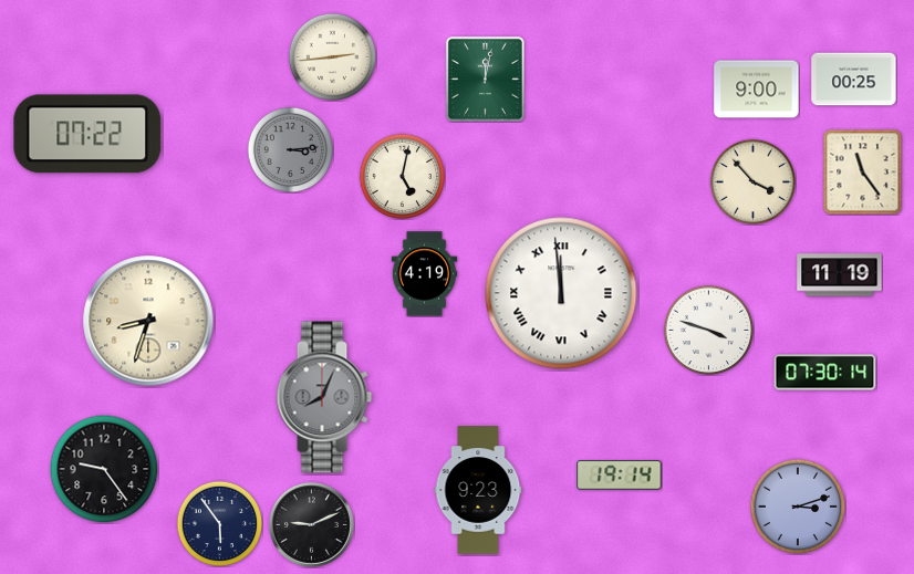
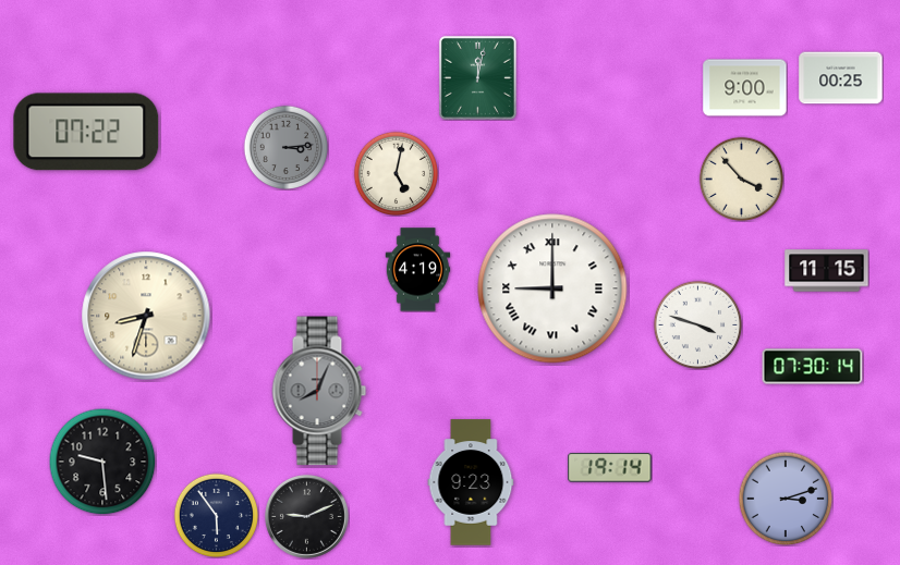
clock at (332, 56): 2:44 -> none
clock at (863, 171): 11:24 -> none
clock at (840, 275): 11:19 -> 11:15
clock at (561, 293): 11:59 -> 9:00
clock at (104, 469): 9:24 -> 9:29
